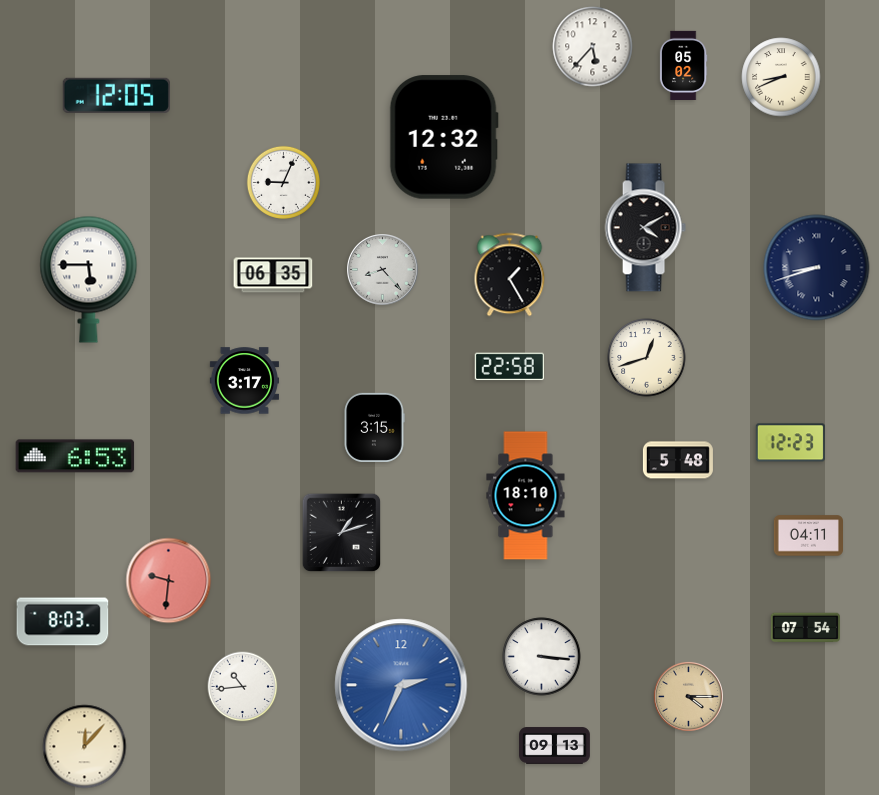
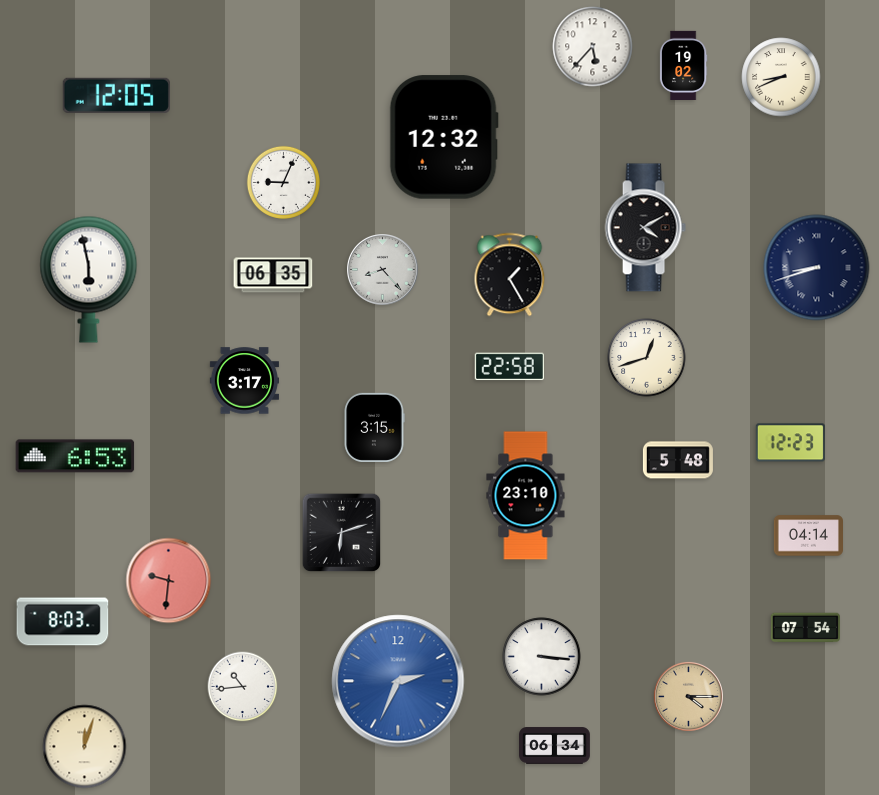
clock at (683, 65): 05:02 -> 19:02
clock at (89, 279): 5:45 -> 5:58
clock at (526, 496): 18:10 -> 23:10
clock at (342, 533): 1:12 -> 6:12
clock at (808, 536): 04:11 -> 04:14
clock at (401, 685) position: (401, 685) -> (398, 681)
clock at (555, 746): 09:13 -> 06:34
clock at (85, 747): 12:07 -> 12:03
